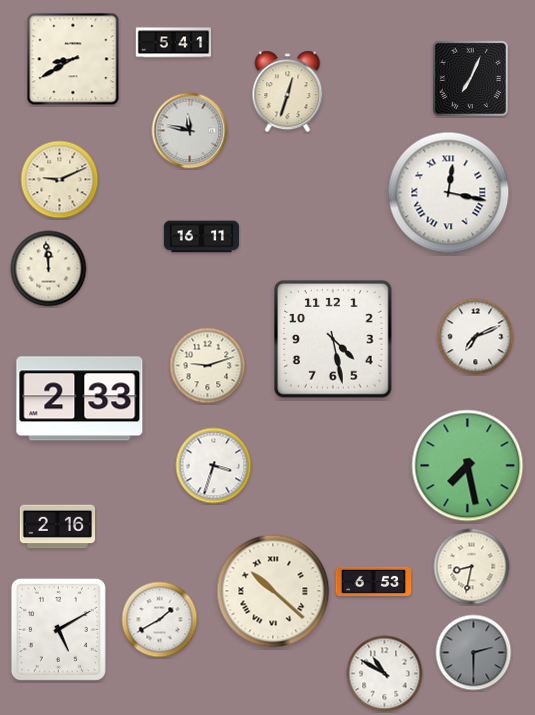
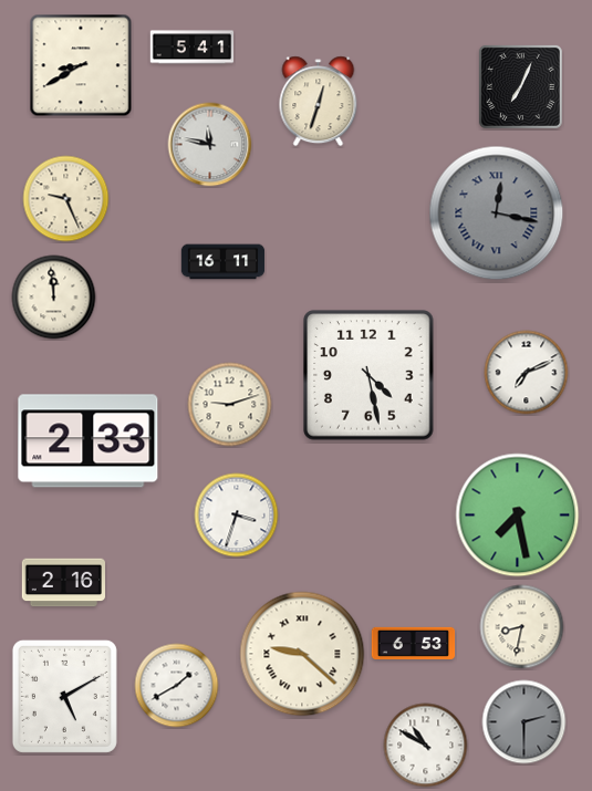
clock at (60, 180): 9:11 -> 9:26
clock at (449, 193) dial: white -> grey
clock at (273, 591): 10:22 -> 9:22
